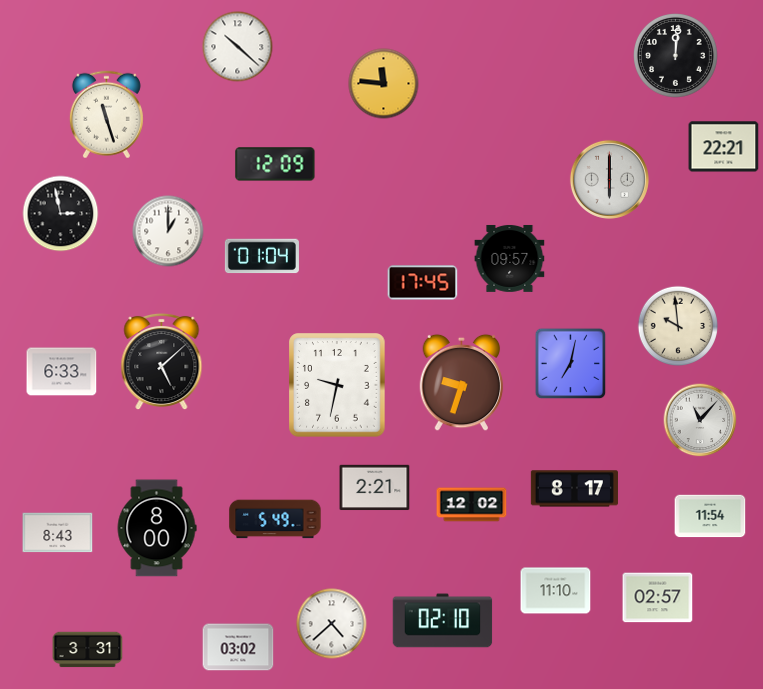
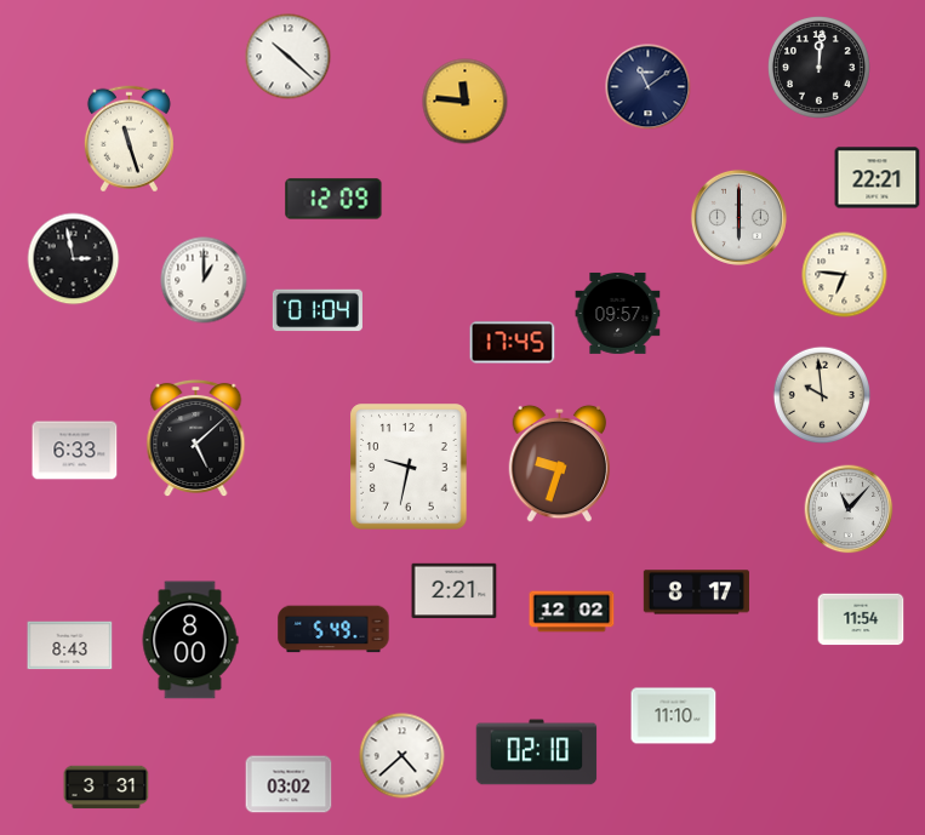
clock at (649, 87): none -> 11:09
clock at (845, 275): none -> 6:46
clock at (571, 364): 7:02 -> none
clock at (710, 516) position: (710, 516) -> (861, 619)
clock at (658, 598): 02:57 -> none
